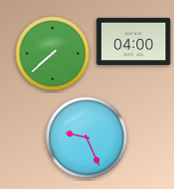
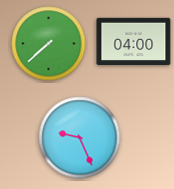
clock at (53, 54) position: (53, 54) -> (49, 44)
clock at (87, 138) position: (87, 138) -> (80, 138)
